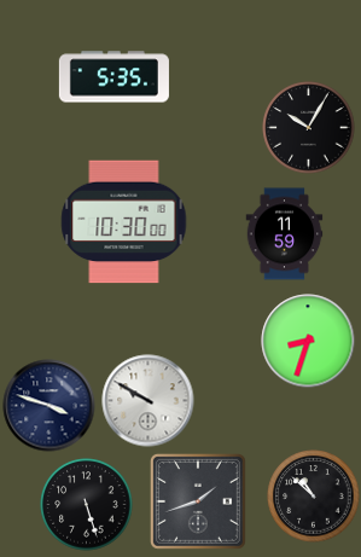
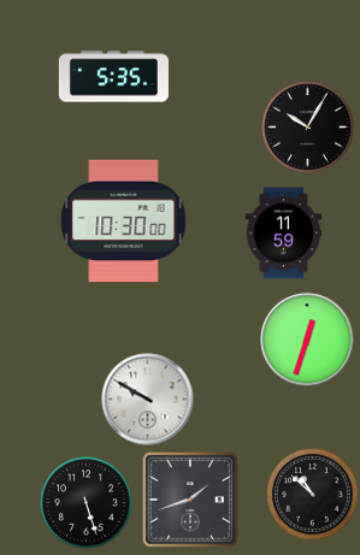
clock at (308, 341): 8:33 -> 12:33
clock at (50, 406): 3:48 -> none
clock at (198, 501) position: (198, 501) -> (190, 500)
